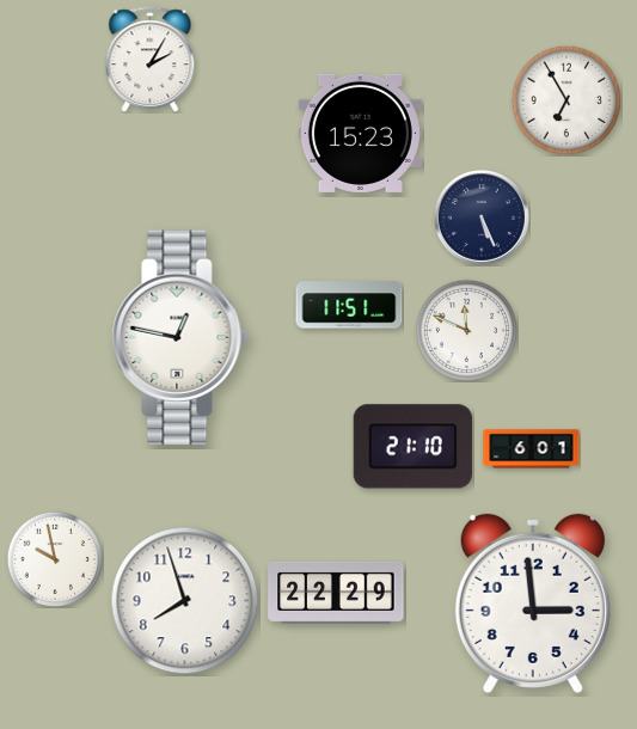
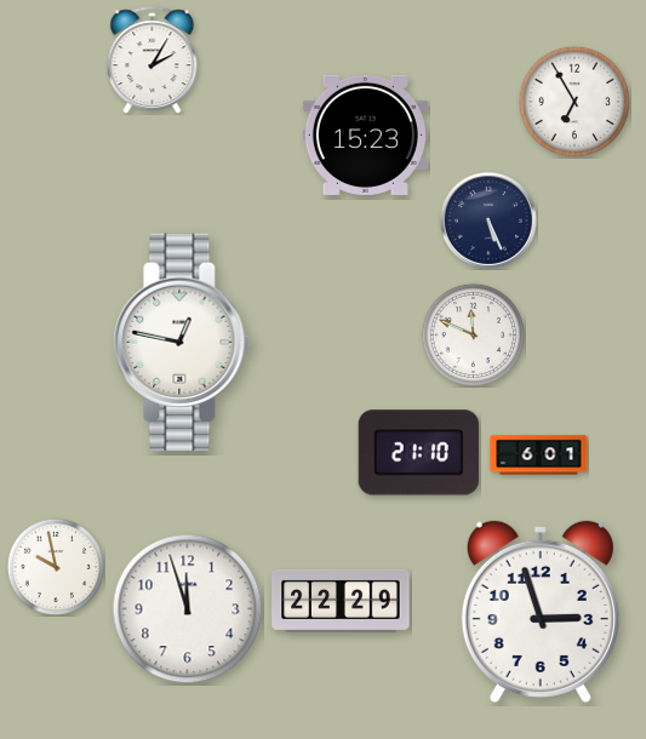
clock at (349, 305): 11:51 -> none
clock at (185, 601): 7:57 -> 11:57
clock at (533, 604): 2:59 -> 2:57
